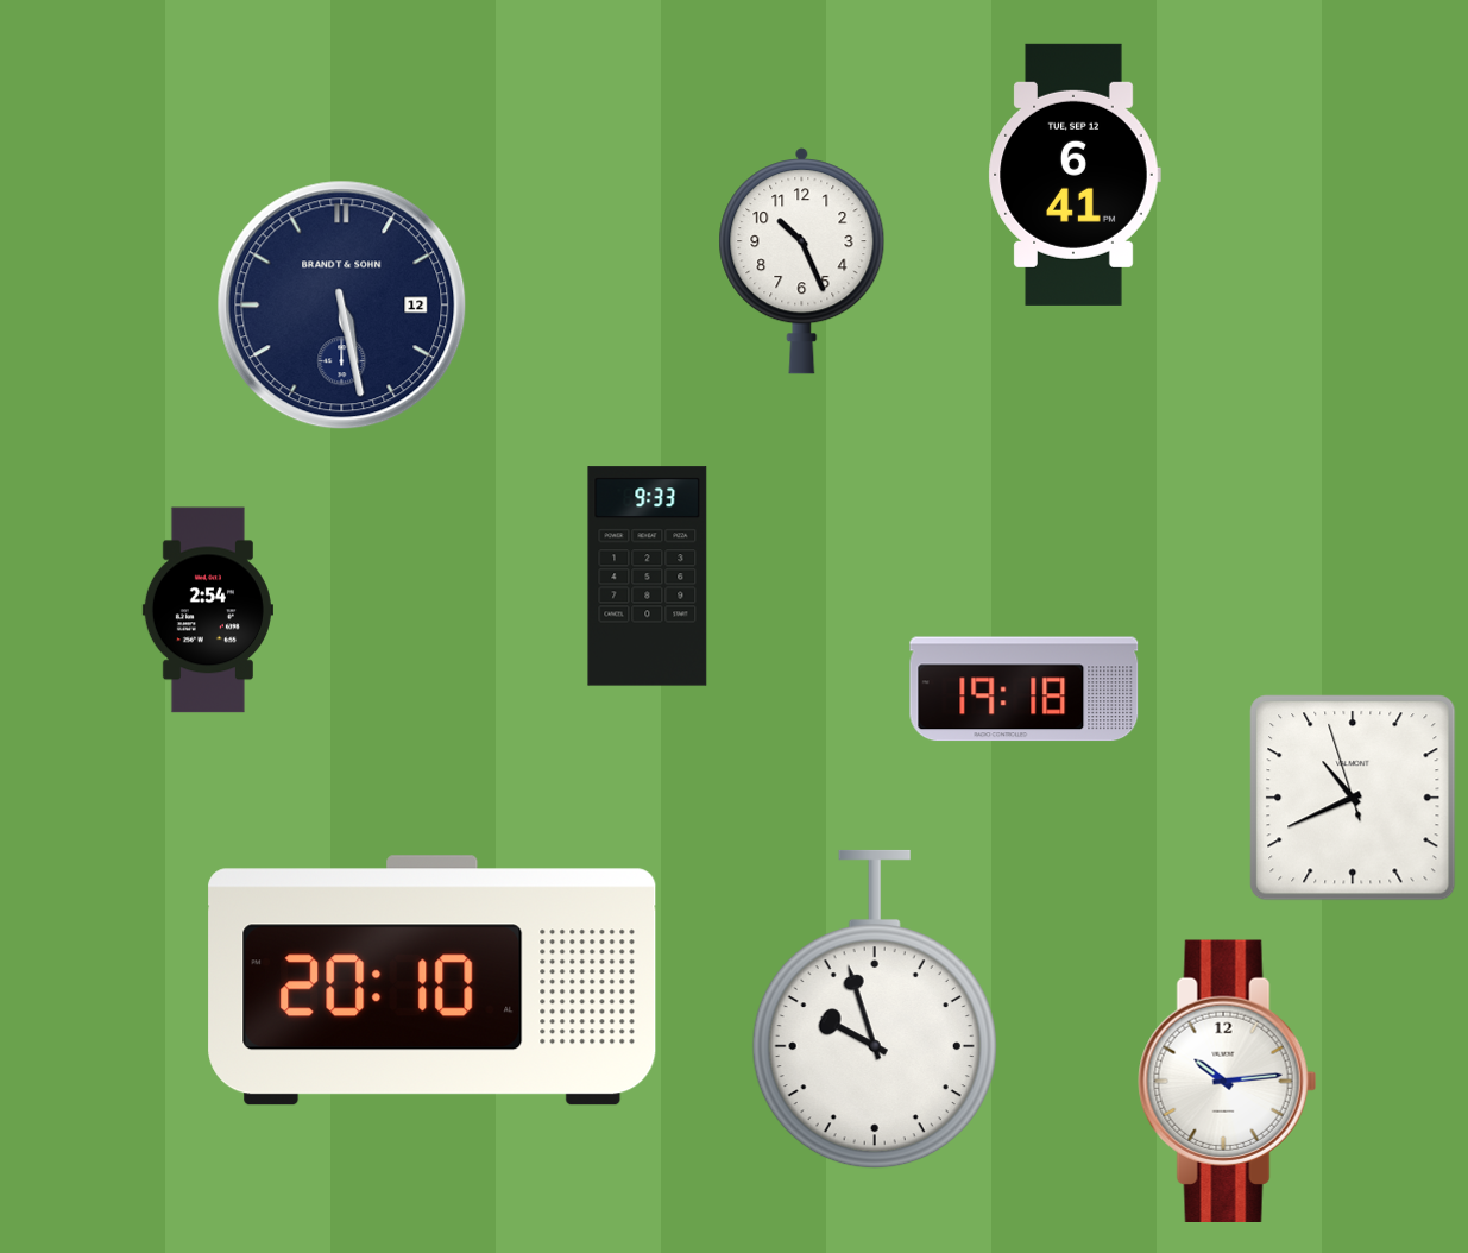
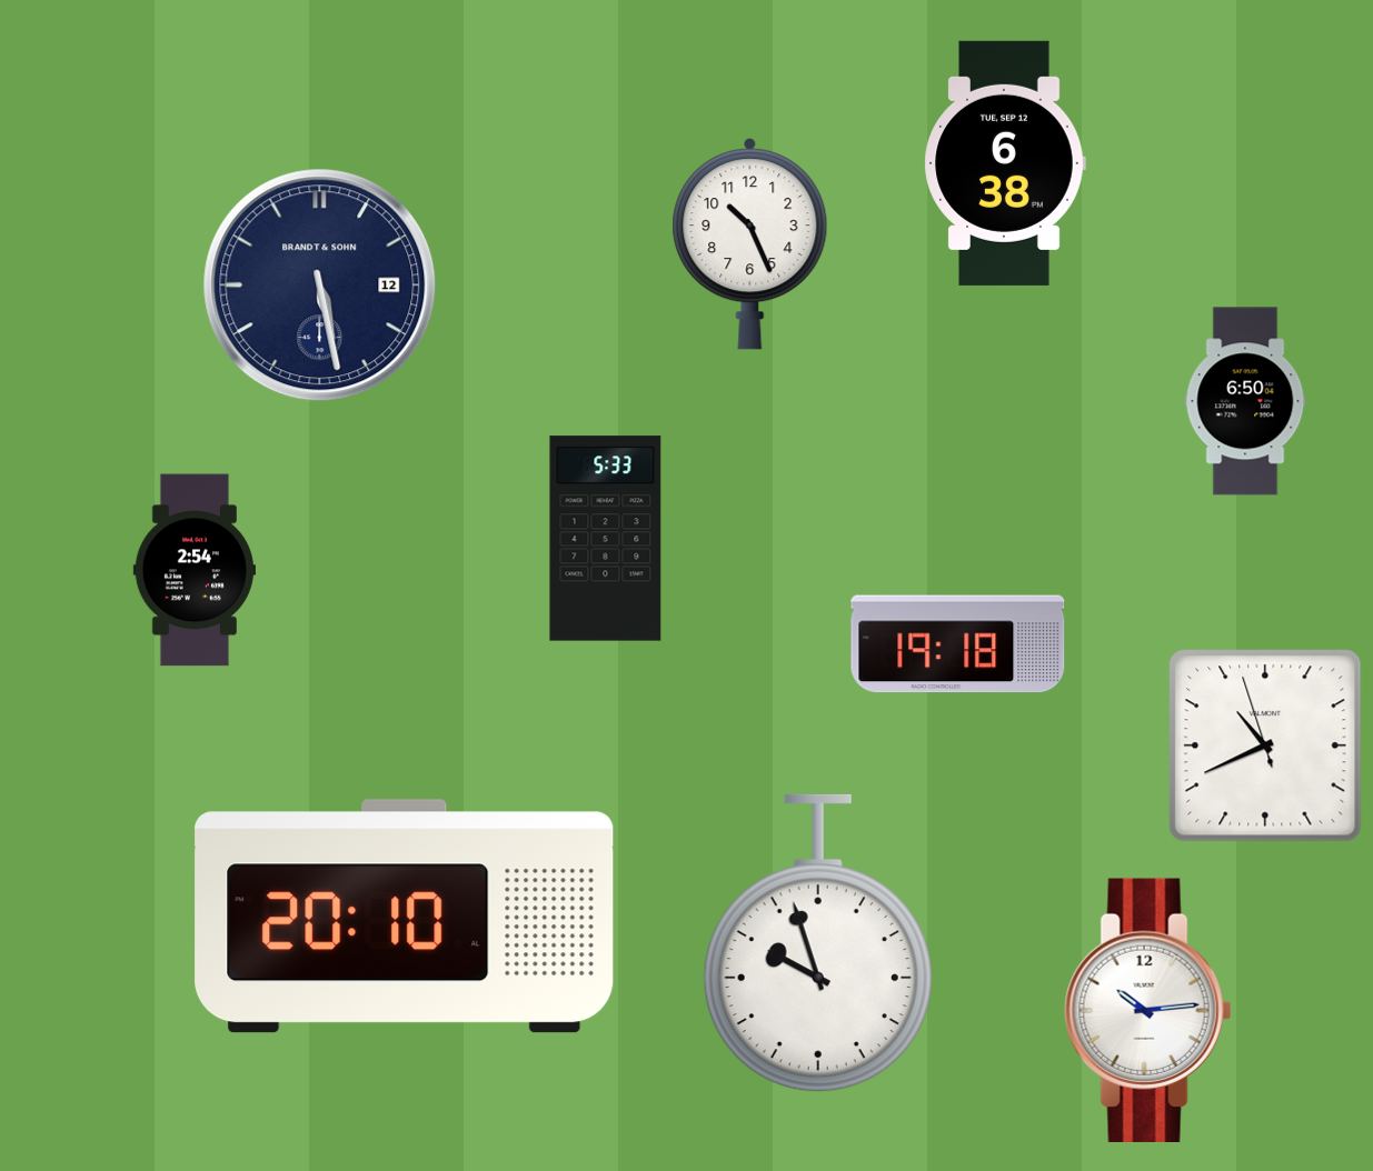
clock at (1075, 175): 6:41 -> 6:38
clock at (1245, 401): none -> 6:50
clock at (648, 577): 9:33 -> 5:33
